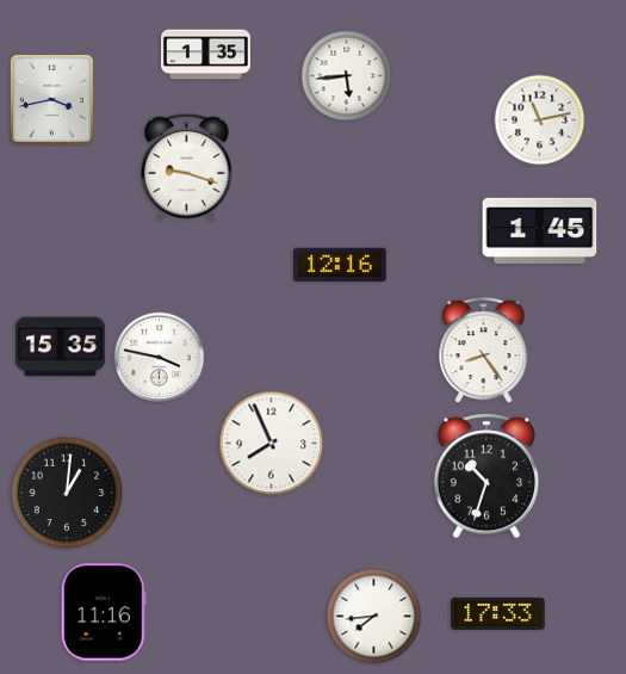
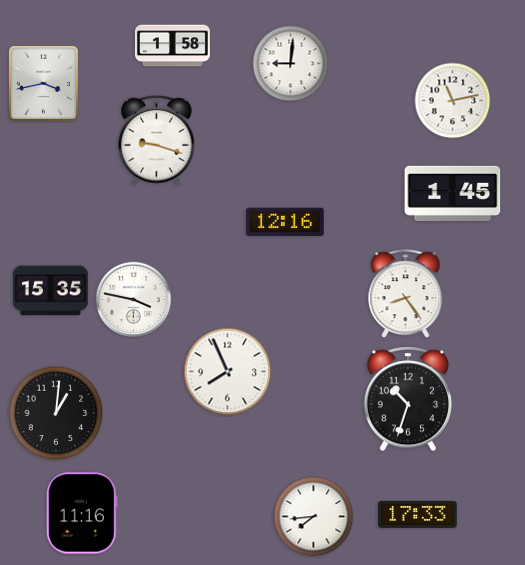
clock at (205, 55): 1:35 -> 1:58
clock at (347, 76): 5:44 -> 9:01
clock at (104, 612) position: (104, 612) -> (82, 513)
